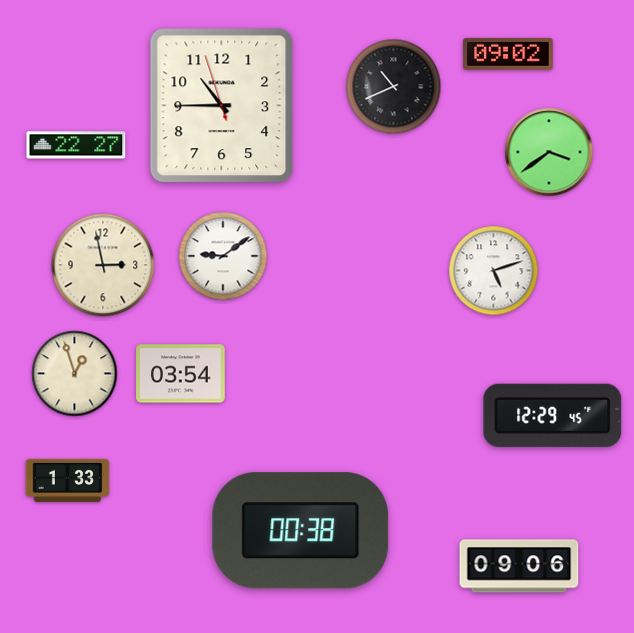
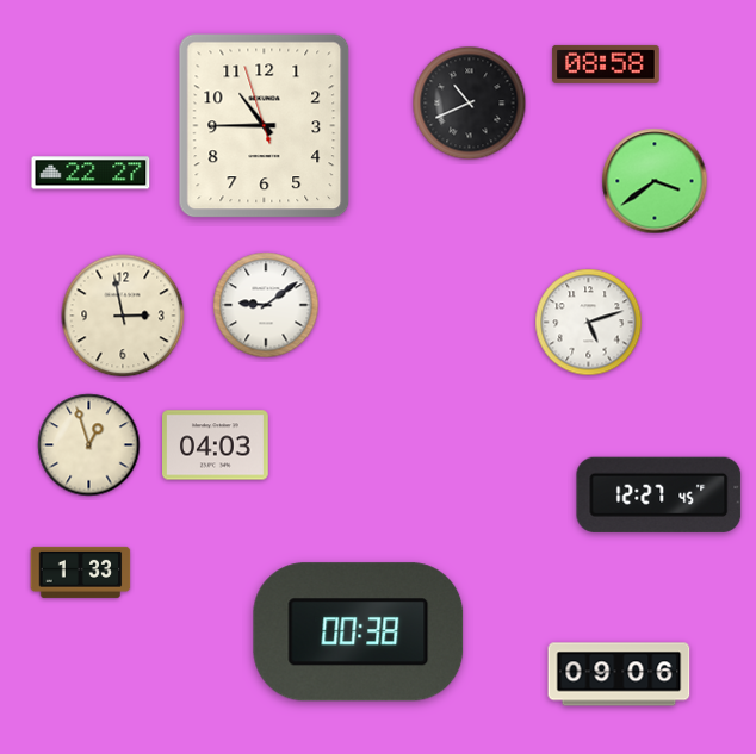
clock at (508, 54): 09:02 -> 08:58
clock at (181, 374): 03:54 -> 04:03
clock at (553, 415): 12:29 -> 12:27
